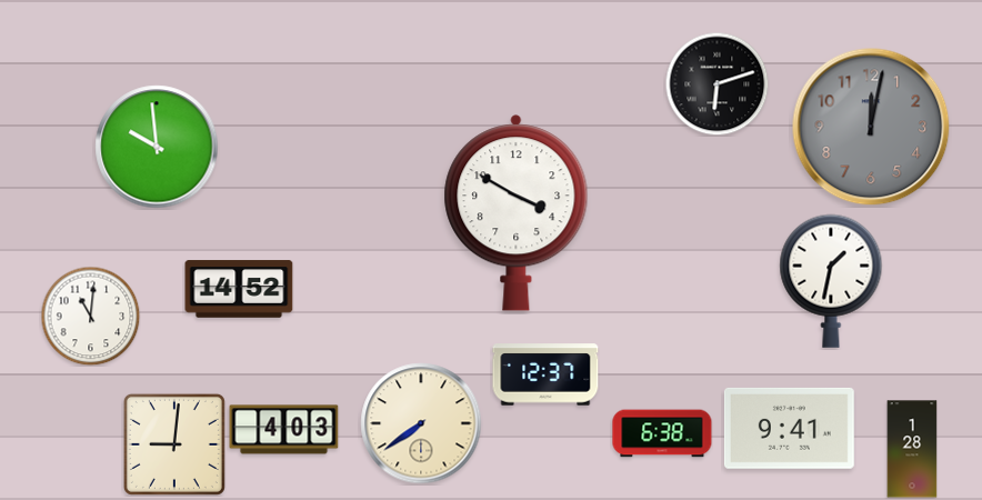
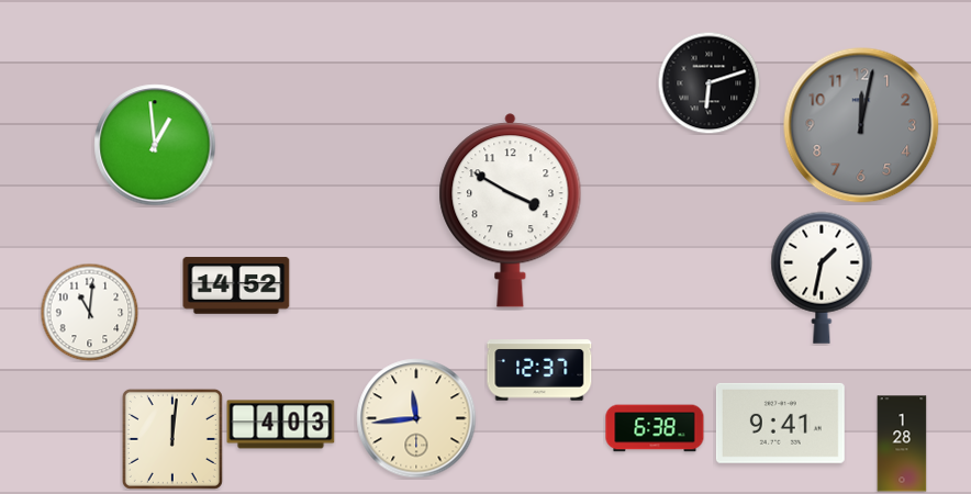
clock at (157, 147): 9:59 -> 12:59
clock at (421, 423): 7:39 -> 11:44
clock at (174, 444): 9:01 -> 12:01
